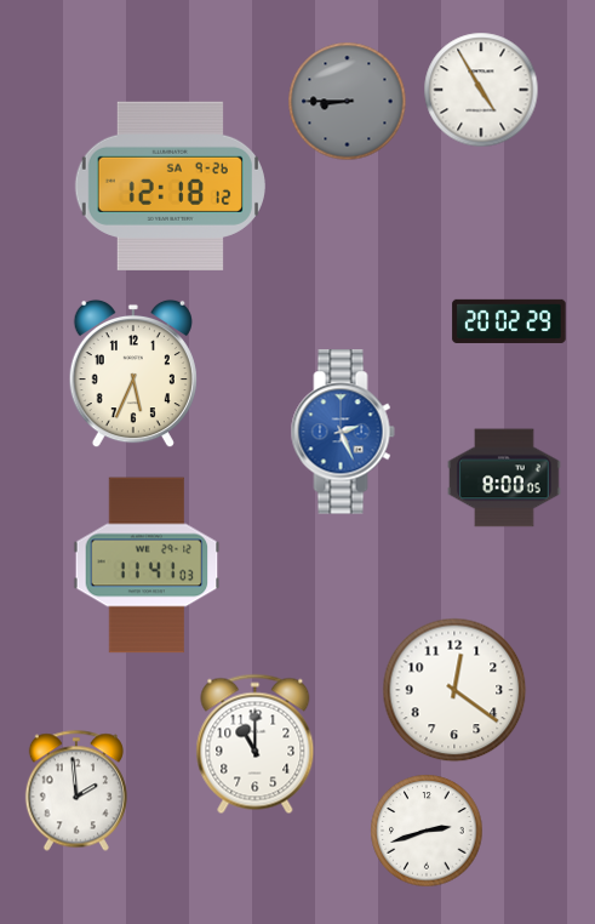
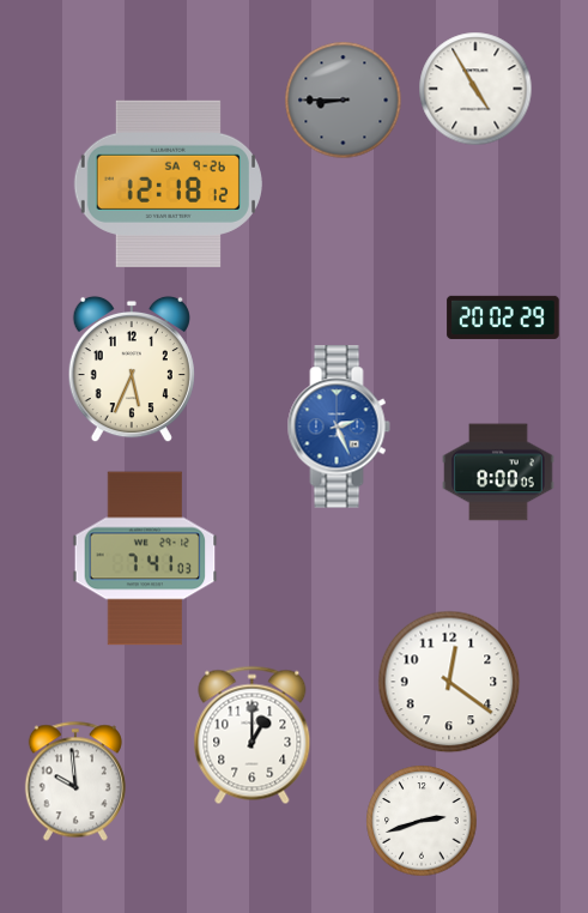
clock at (147, 565): 11:41 -> 7:41
clock at (256, 745): 11:00 -> 1:00
clock at (76, 791): 1:59 -> 9:59
